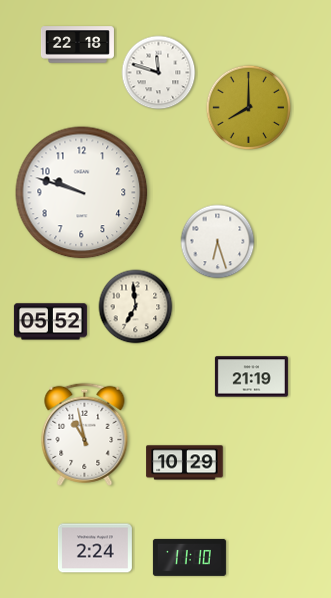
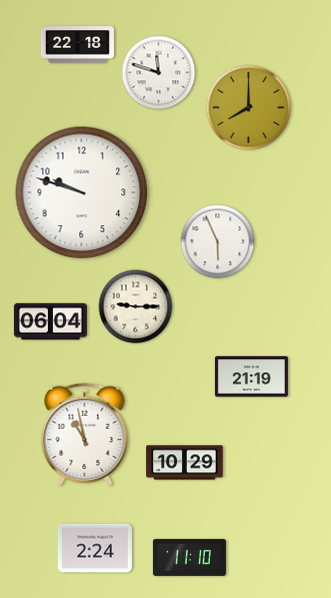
clock at (218, 242): 6:27 -> 5:56
clock at (136, 307): 6:59 -> 9:15
clock at (50, 322): 05:52 -> 06:04
